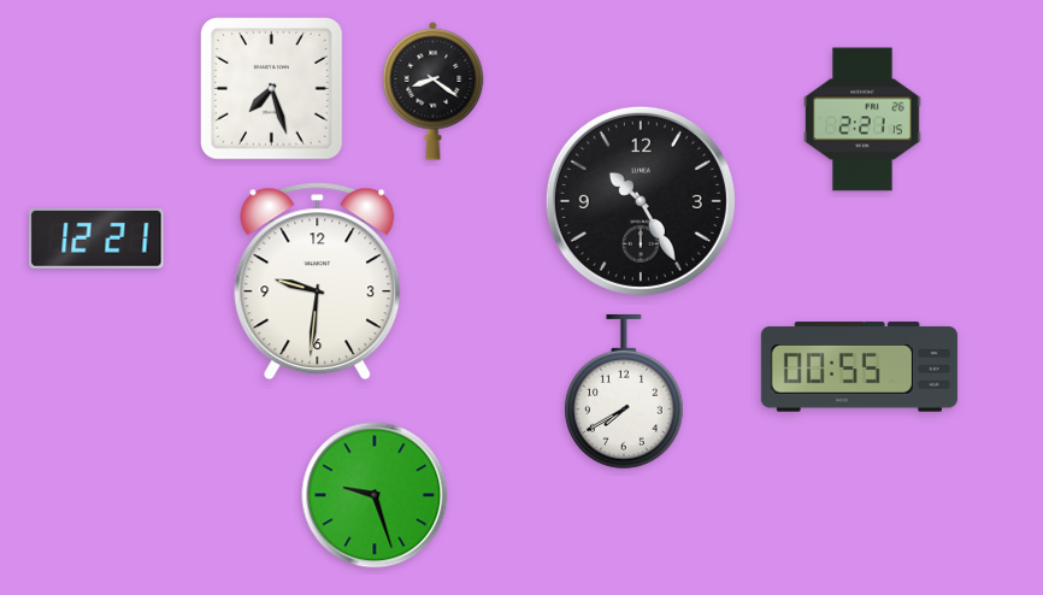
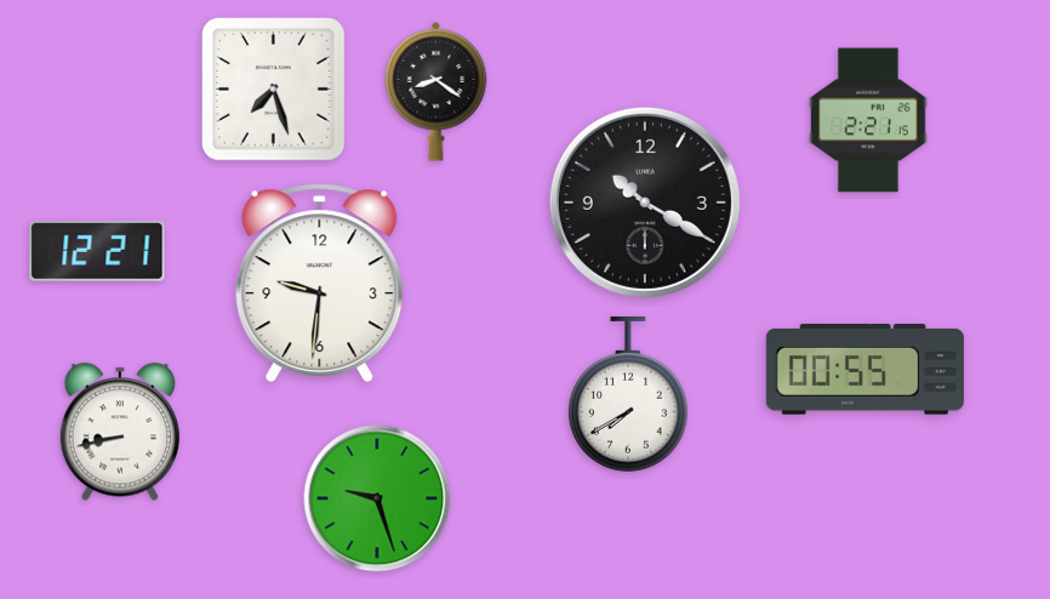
clock at (641, 201): 10:25 -> 10:20
clock at (96, 240) position: (96, 240) -> (97, 252)
clock at (120, 432): none -> 8:43
